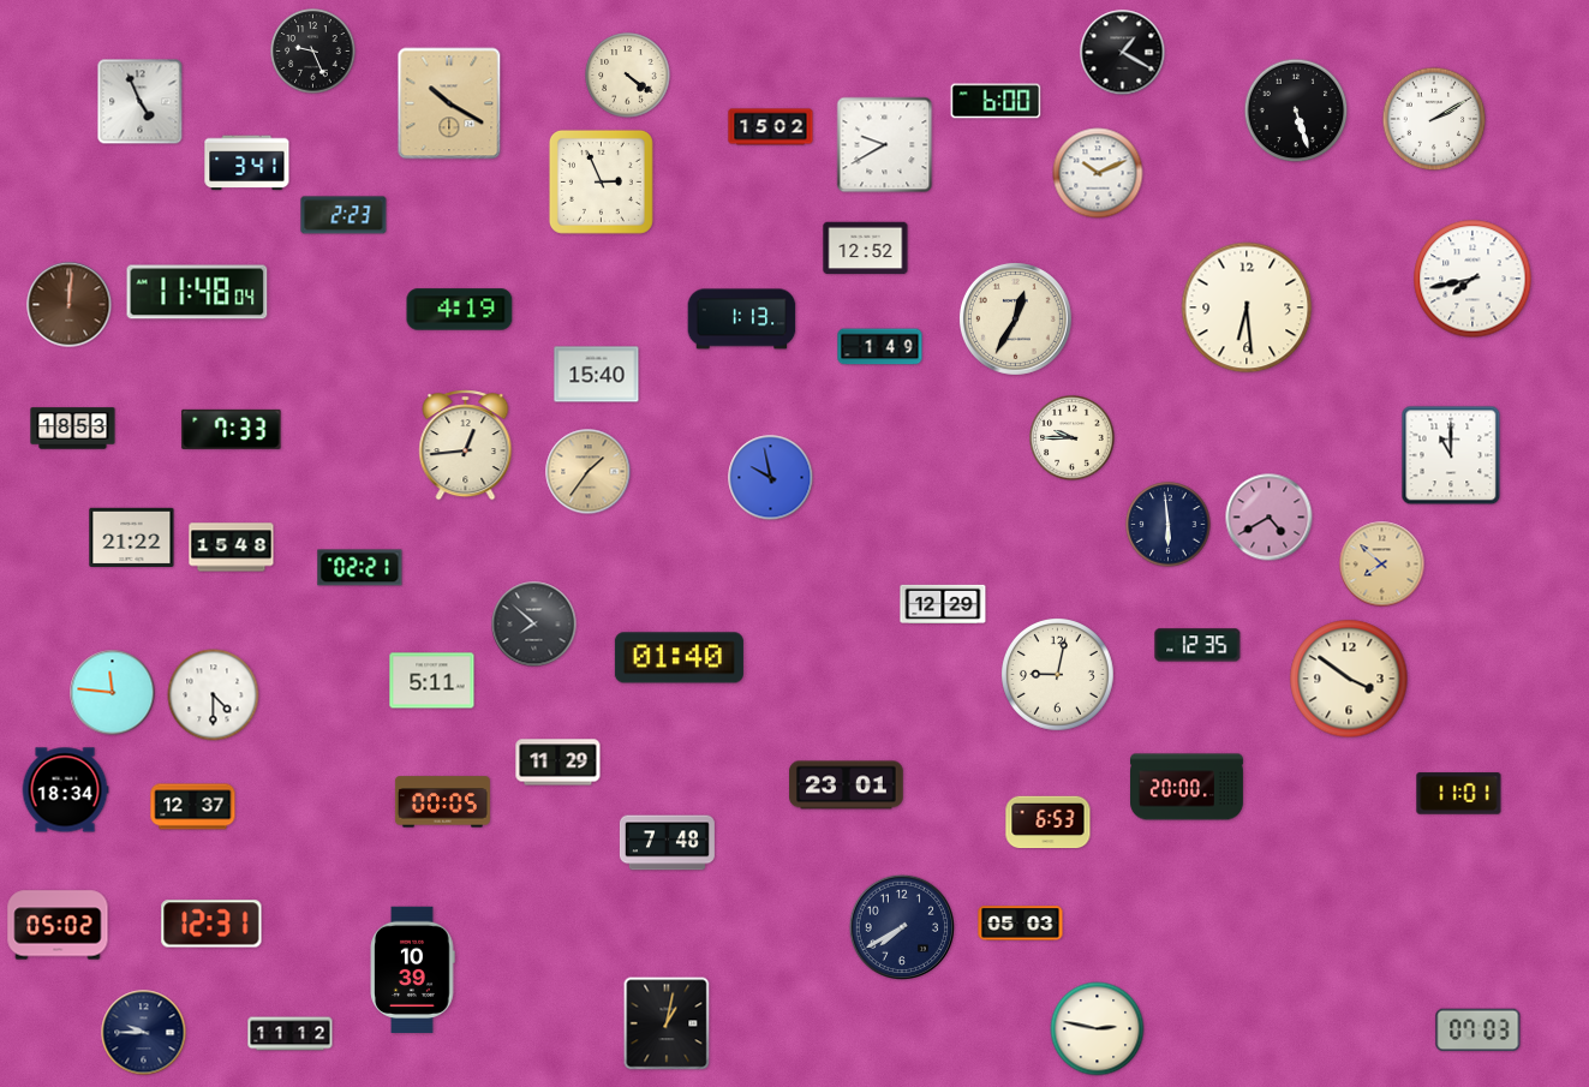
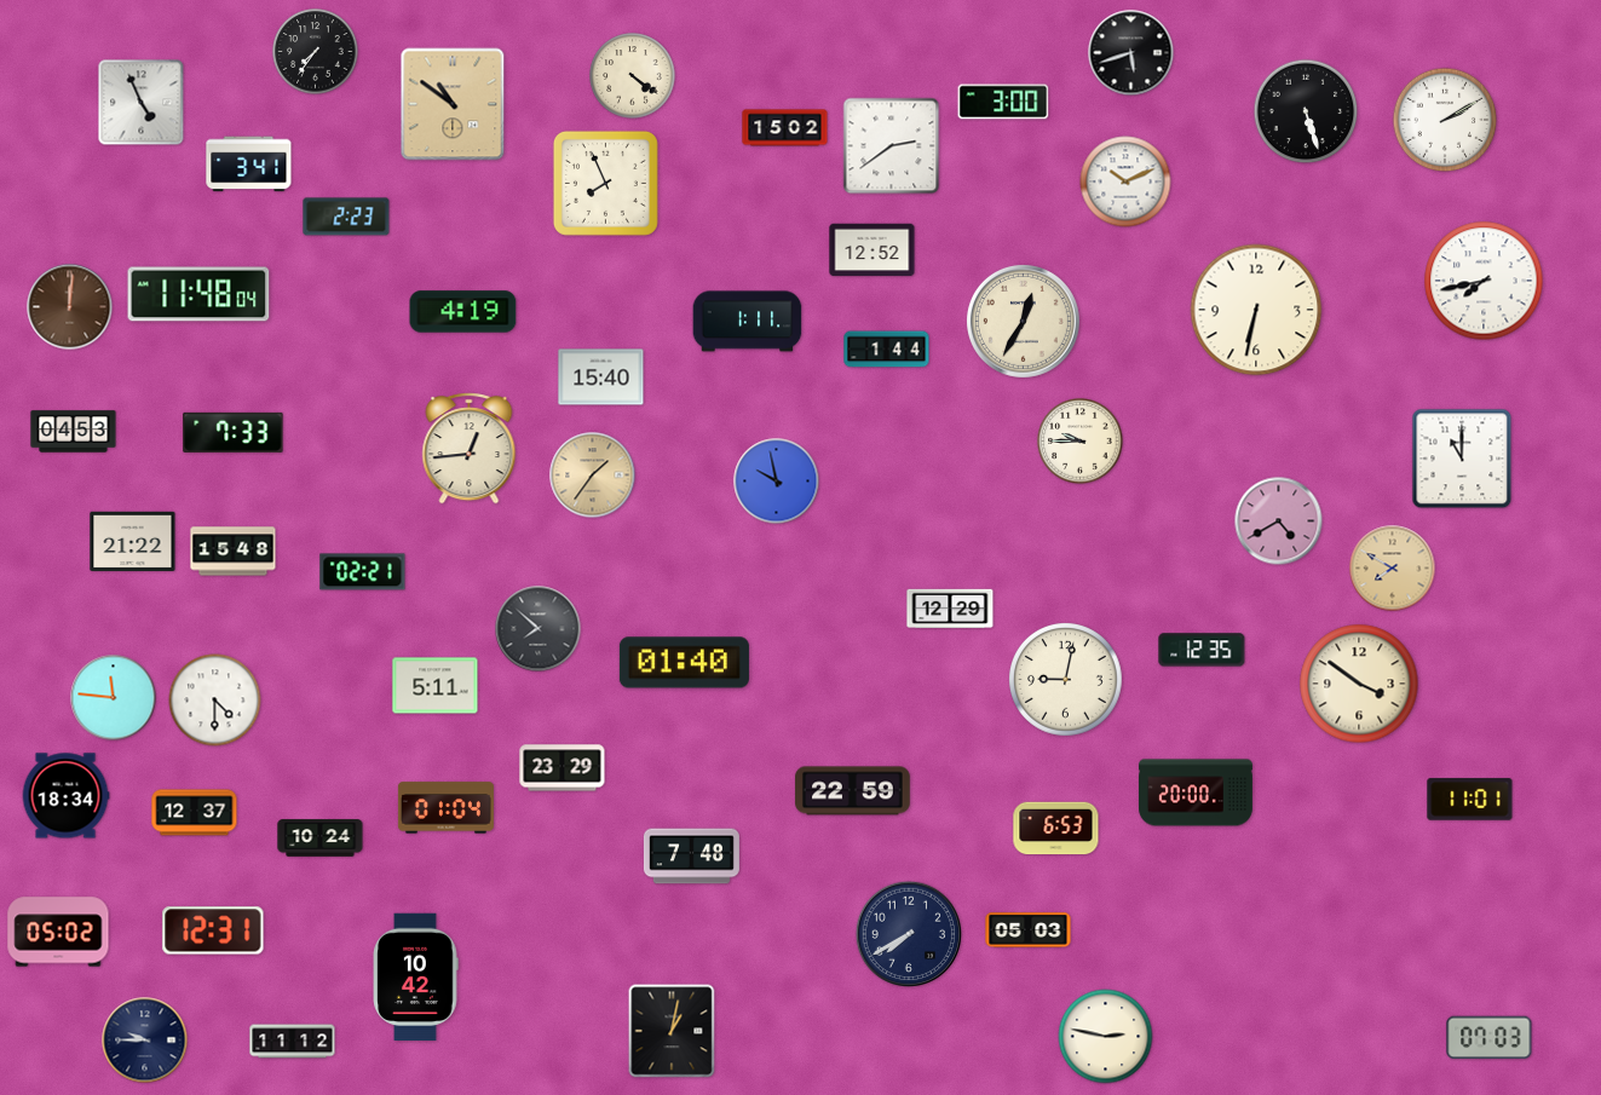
clock at (313, 52): 9:26 -> 7:36
clock at (1123, 53): 1:20 -> 5:42
clock at (996, 101): 6:00 -> 3:00
clock at (449, 103): 10:20 -> 10:51
clock at (771, 127) position: (771, 127) -> (785, 128)
clock at (885, 145): 9:40 -> 2:39
clock at (1098, 173) position: (1098, 173) -> (1125, 181)
clock at (601, 181): 2:56 -> 7:56
clock at (1247, 307): 6:29 -> 6:32
clock at (742, 319): 1:13 -> 1:11
clock at (880, 347): 1:49 -> 1:44
clock at (73, 429): 18:53 -> 04:53
clock at (1169, 525): 5:59 -> none
clock at (1382, 565): 7:52 -> 7:50
clock at (1197, 645) position: (1197, 645) -> (1202, 650)
clock at (558, 763): 11:29 -> 23:29
clock at (847, 786): 23:01 -> 22:59
clock at (442, 802): 00:05 -> 01:04
clock at (321, 838): none -> 10:24
clock at (667, 843) position: (667, 843) -> (691, 857)
clock at (412, 970): 10:39 -> 10:42
